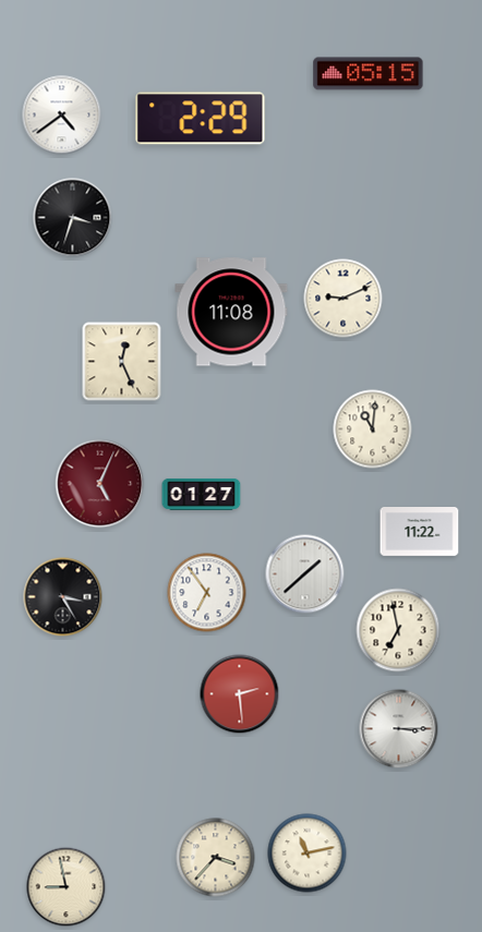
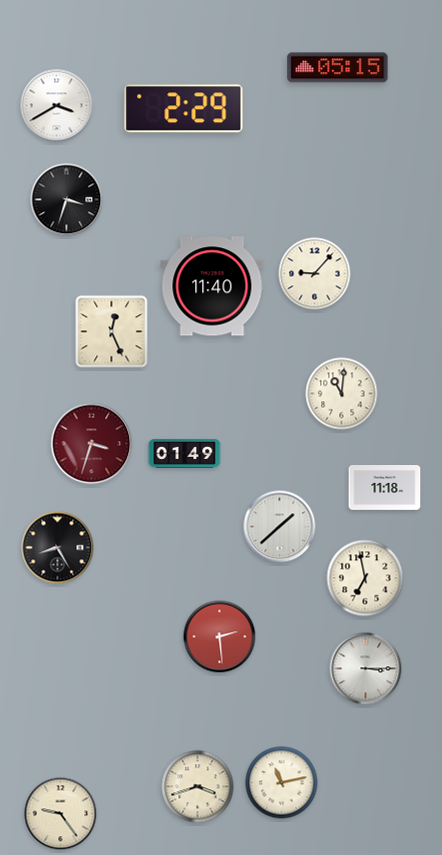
clock at (62, 116): 4:39 -> 3:40
clock at (344, 299): 9:11 -> 9:07
clock at (231, 312): 11:08 -> 11:40
clock at (100, 484): 5:04 -> 3:33
clock at (202, 494): 01:27 -> 01:49
clock at (420, 532): 11:22 -> 11:18
clock at (207, 593): 6:54 -> none
clock at (63, 597): 3:25 -> 8:25
clock at (216, 858): 3:37 -> 3:42
clock at (67, 887): 8:58 -> 9:24
